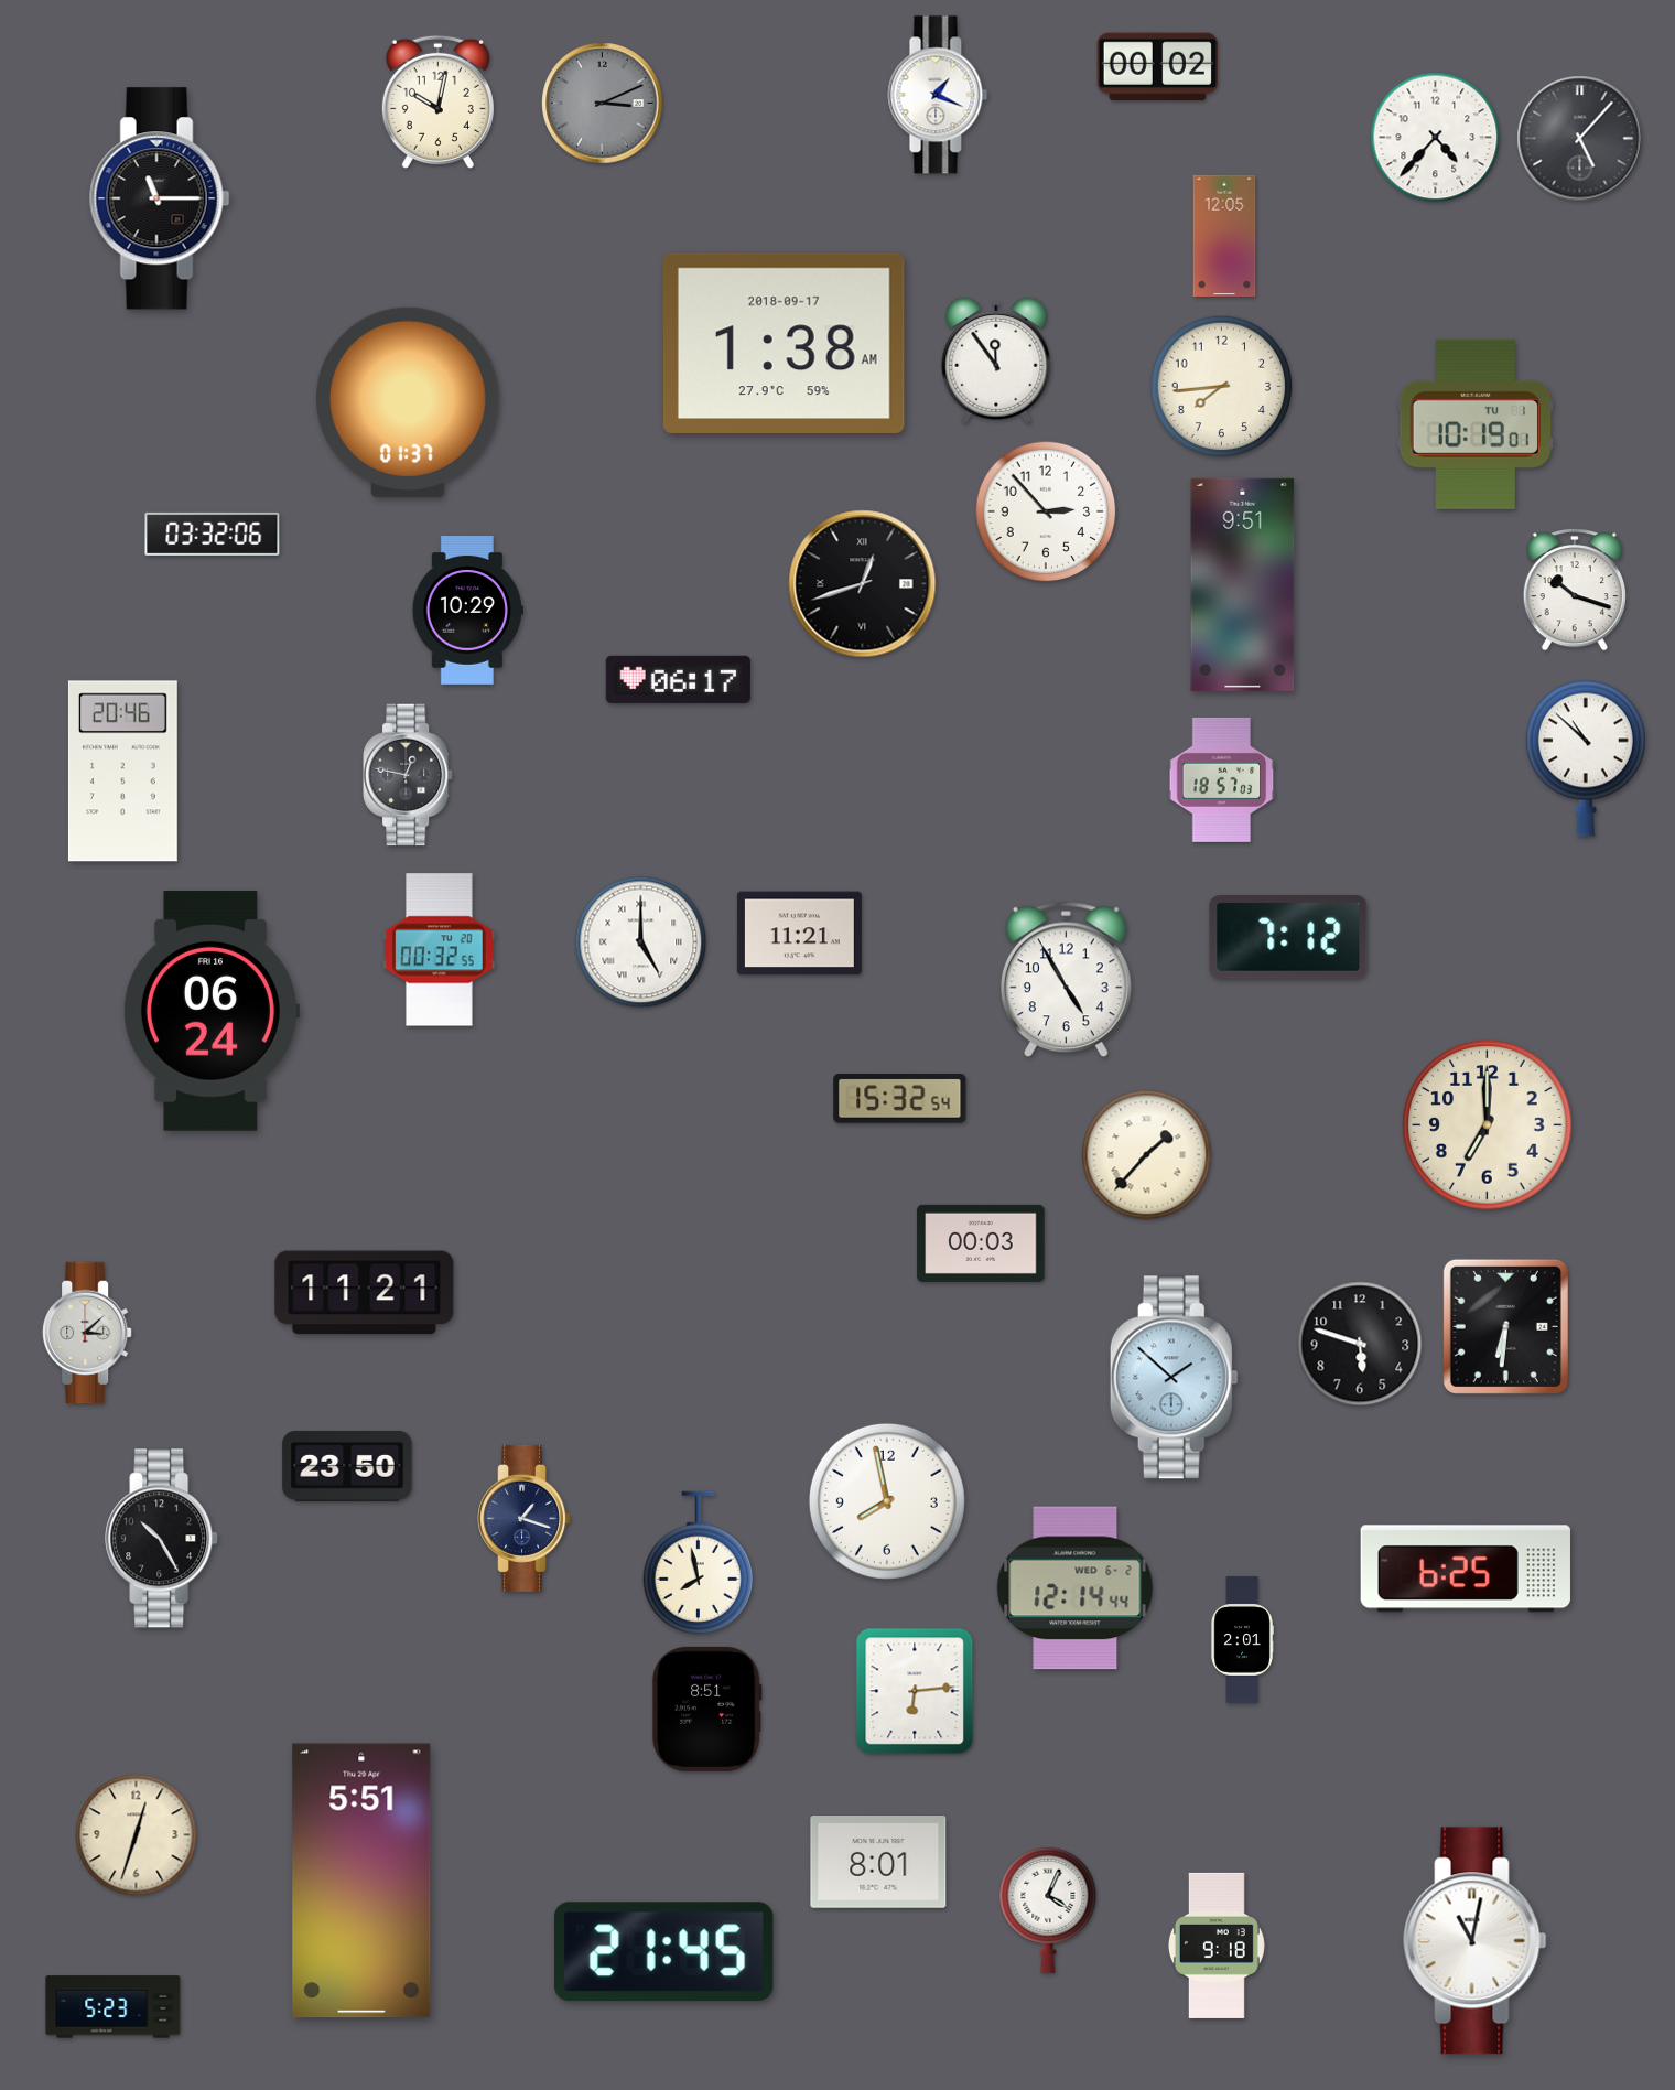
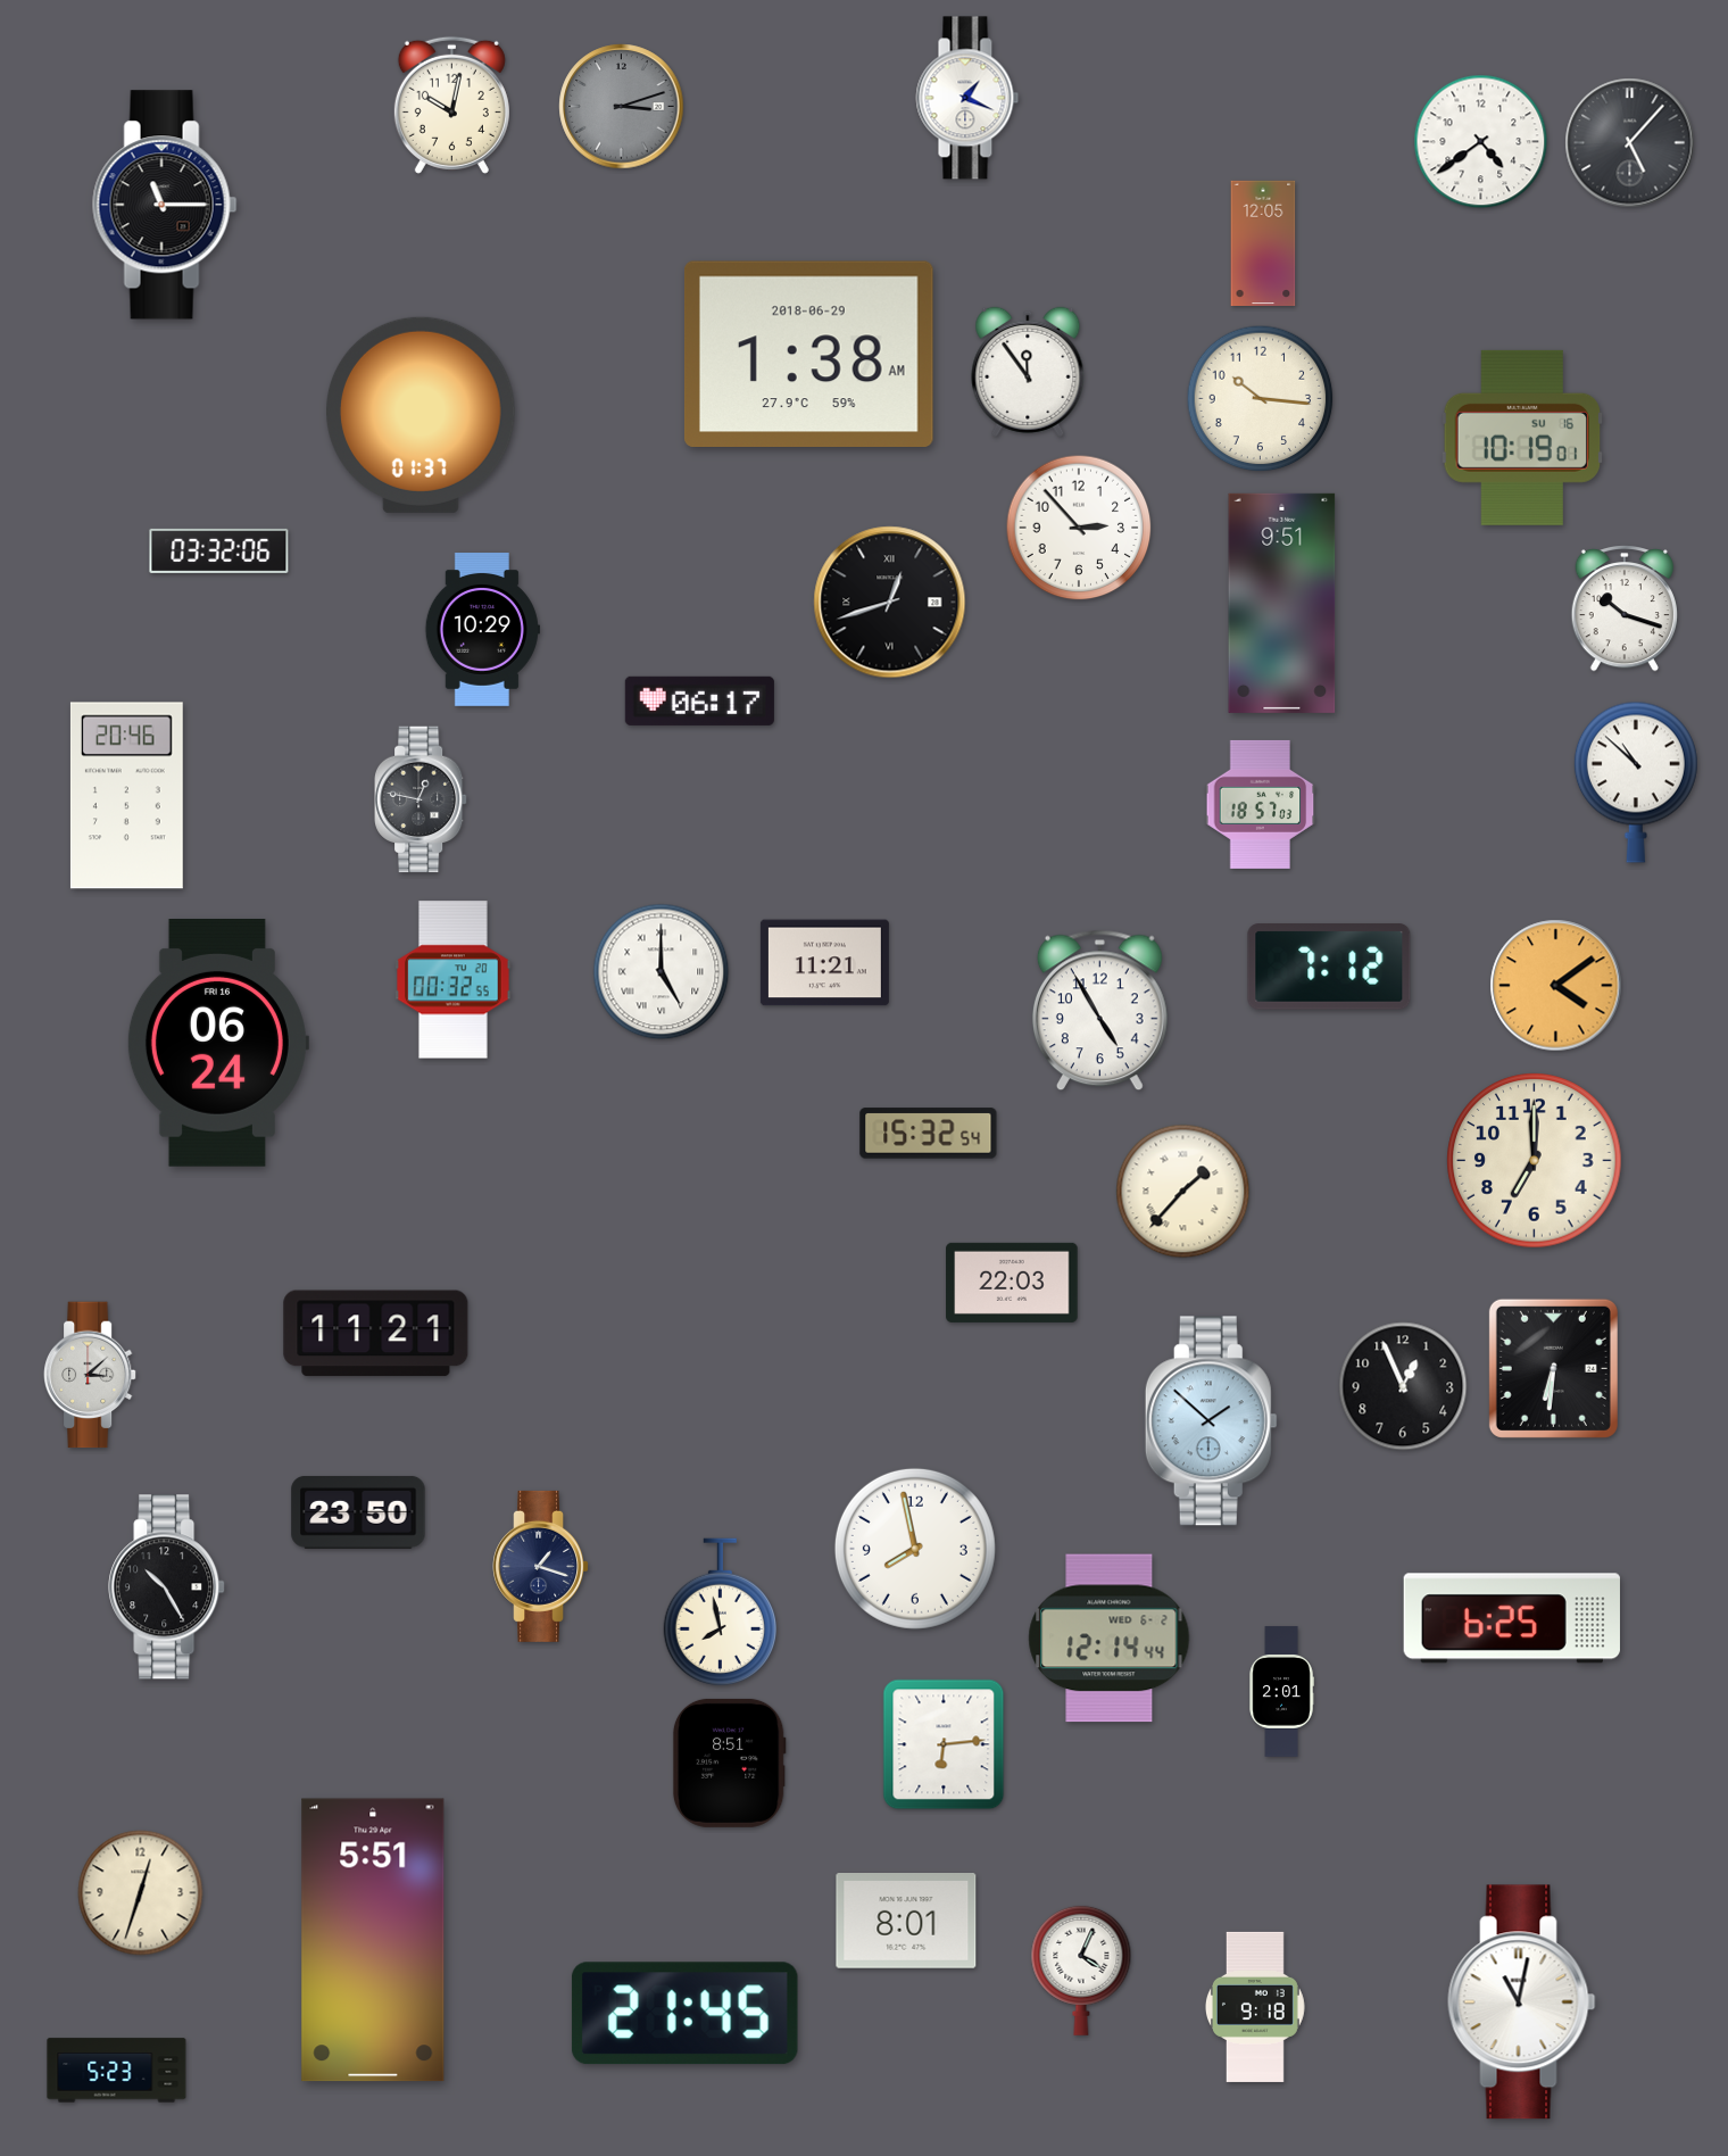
clock at (1157, 67): 00:02 -> none
clock at (603, 104): 3:11 -> 3:12
clock at (1436, 138): 4:37 -> 4:39
clock at (784, 343) date: 2018-09-17 -> 2018-06-29
clock at (1222, 387): 7:44 -> 10:16
clock at (1476, 424) date: TU 1 -> SU 16
clock at (1556, 986): none -> 4:09
clock at (981, 1243): 00:03 -> 22:03
clock at (1360, 1344): 5:48 -> 12:56
